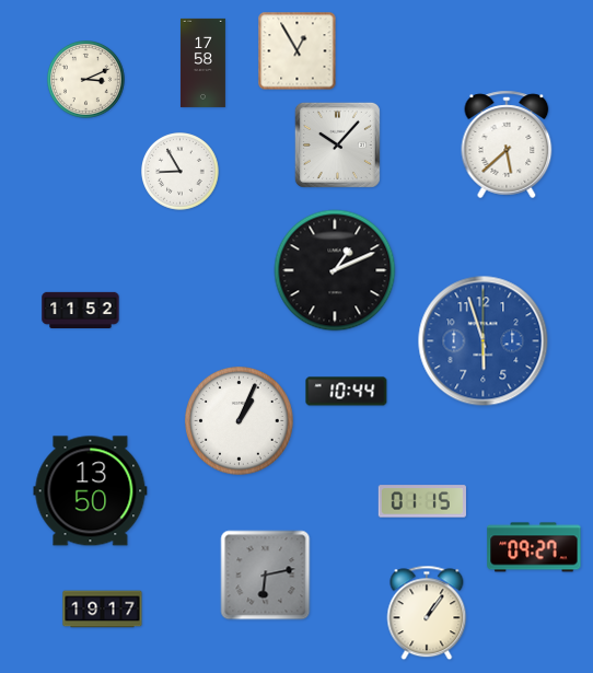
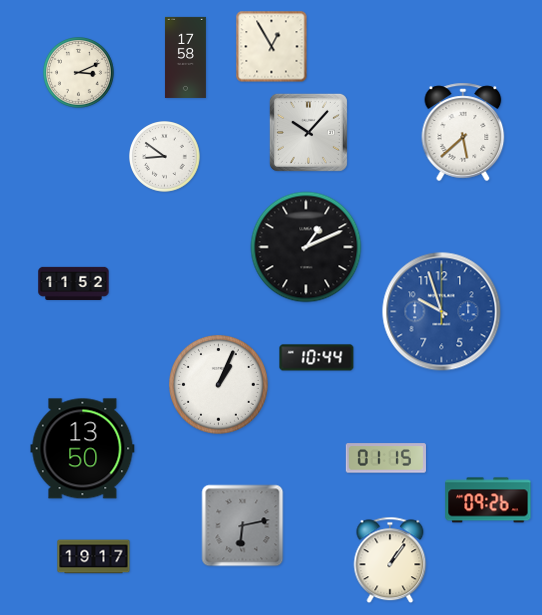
clock at (181, 172): 8:55 -> 8:51
clock at (484, 341): 5:57 -> 9:57
clock at (534, 547): 09:27 -> 09:26
